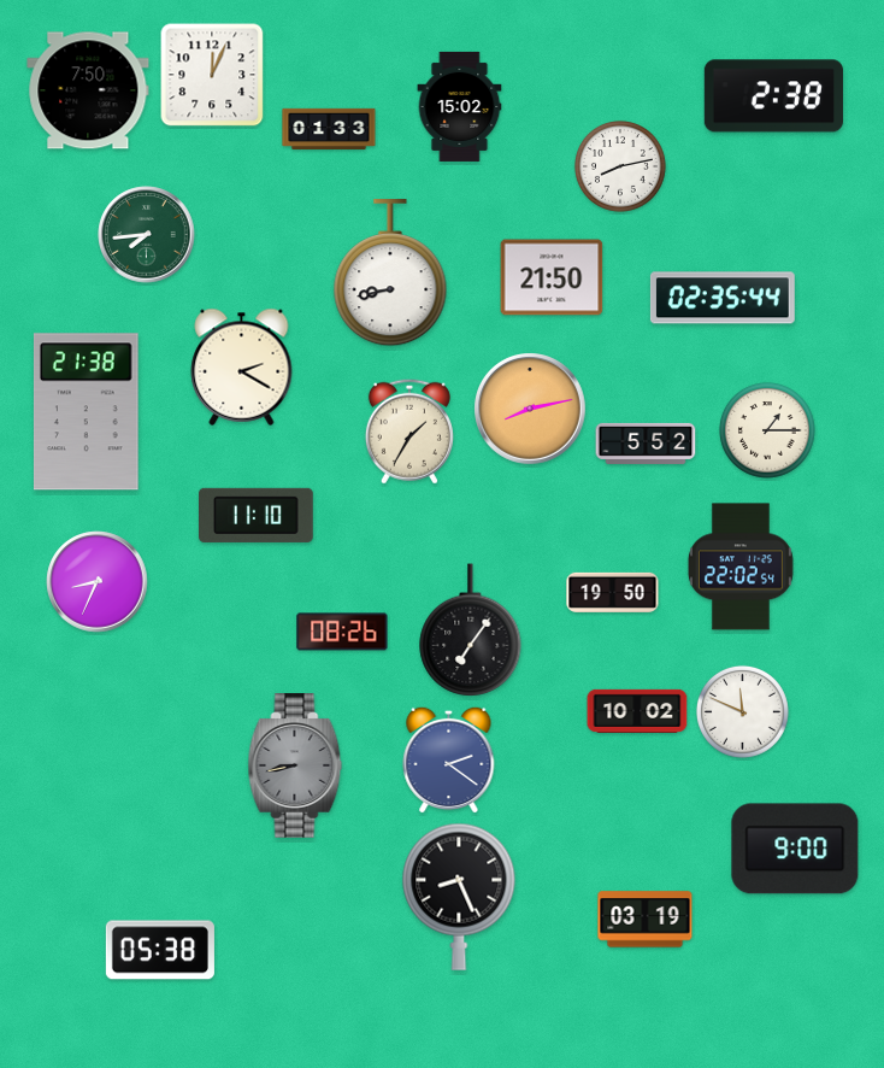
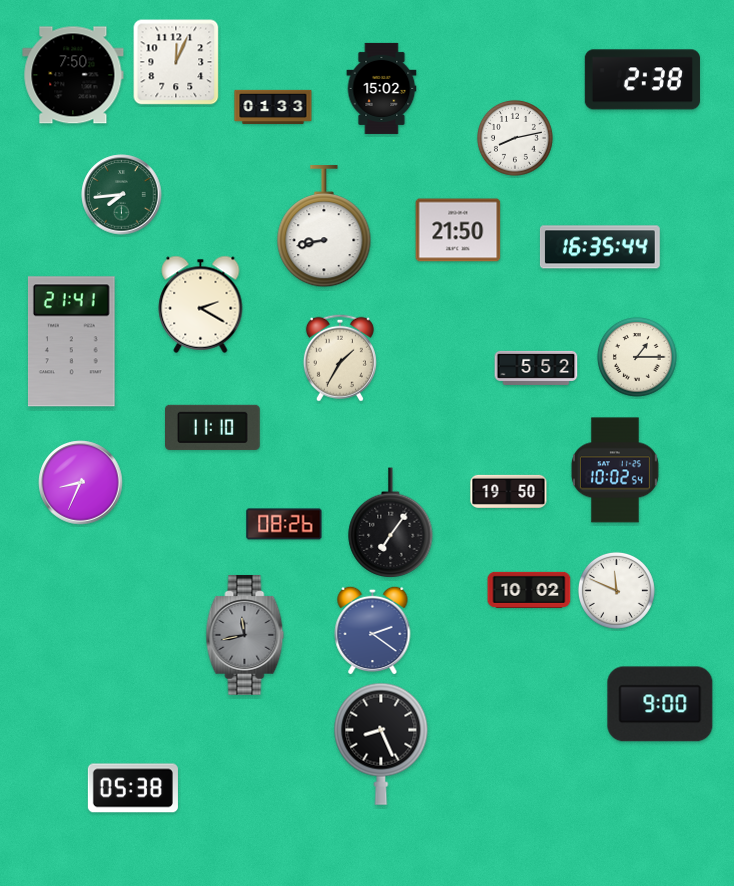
clock at (723, 298): 02:35 -> 16:35
clock at (530, 409): 8:13 -> none
clock at (86, 412): 21:38 -> 21:41
clock at (741, 567): 22:02 -> 10:02
clock at (295, 765): 8:43 -> 11:43
clock at (646, 920): 03:19 -> none
